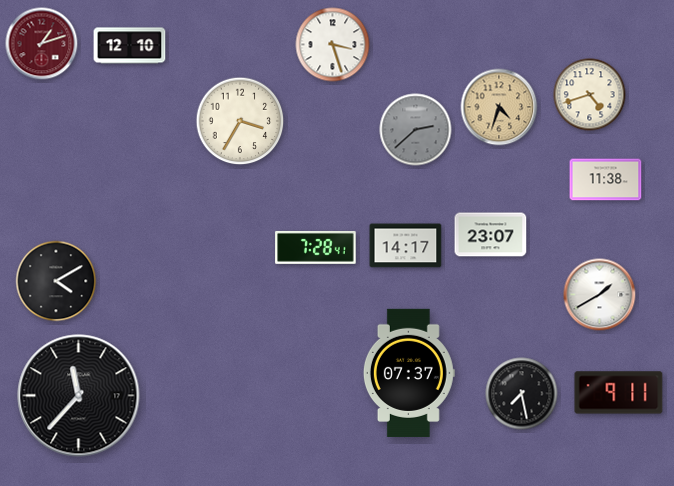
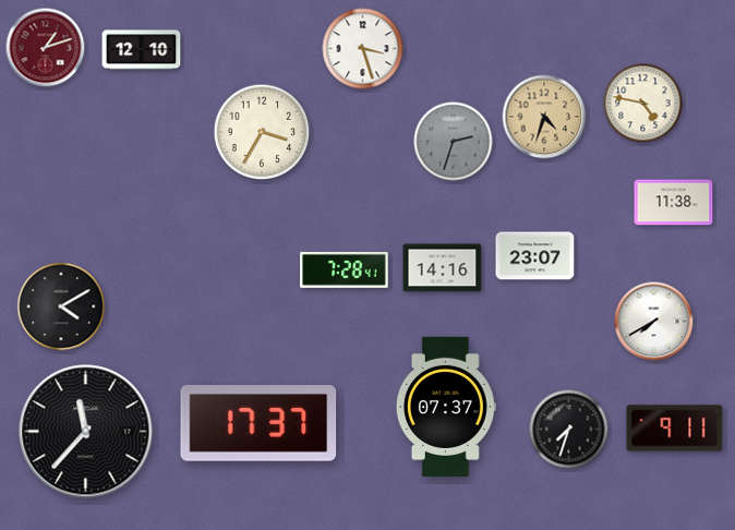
clock at (590, 95): 4:42 -> 4:47
clock at (416, 130): 2:38 -> 2:33
clock at (606, 180) position: (606, 180) -> (674, 203)
clock at (406, 246): 14:17 -> 14:16
clock at (600, 295): 1:40 -> 7:40
clock at (258, 424): none -> 17:37
clock at (522, 394): 7:28 -> 7:33
